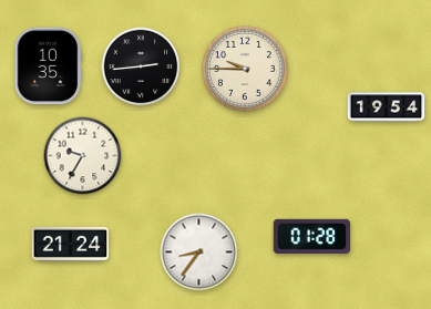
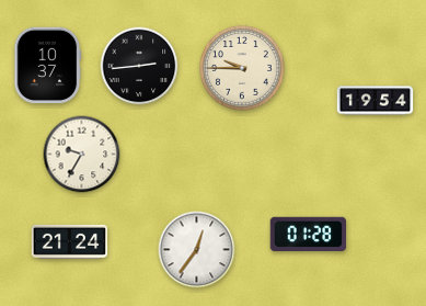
clock at (49, 66): 10:35 -> 10:37
clock at (387, 107) position: (387, 107) -> (376, 101)
clock at (199, 253): 8:36 -> 12:36
